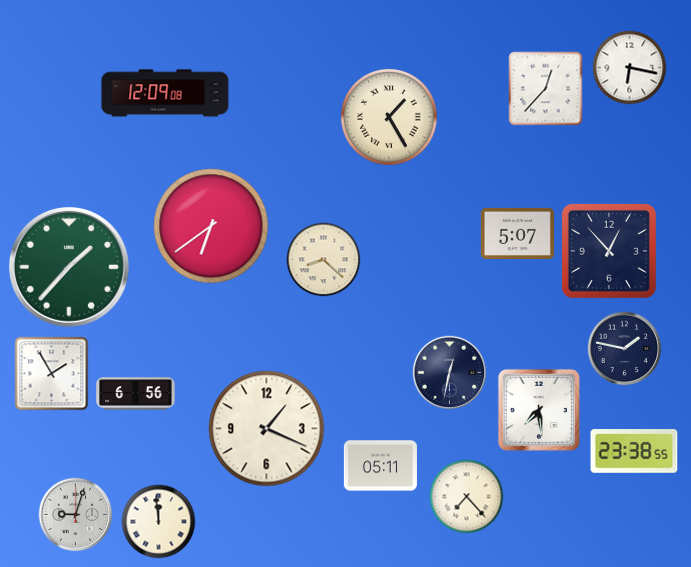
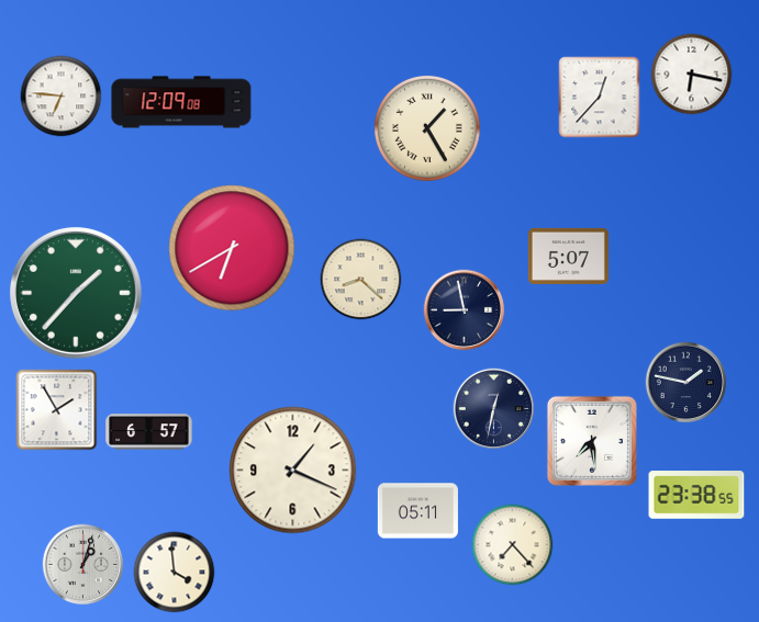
clock at (62, 97): none -> 6:46
clock at (211, 226): 6:39 -> 6:40
clock at (609, 251): 12:53 -> none
clock at (324, 260) position: (324, 260) -> (361, 280)
clock at (465, 310): none -> 8:58
clock at (136, 394): 6:56 -> 6:57
clock at (539, 410) position: (539, 410) -> (592, 441)
clock at (76, 515): 9:03 -> 1:03
clock at (159, 522): 11:59 -> 3:59
